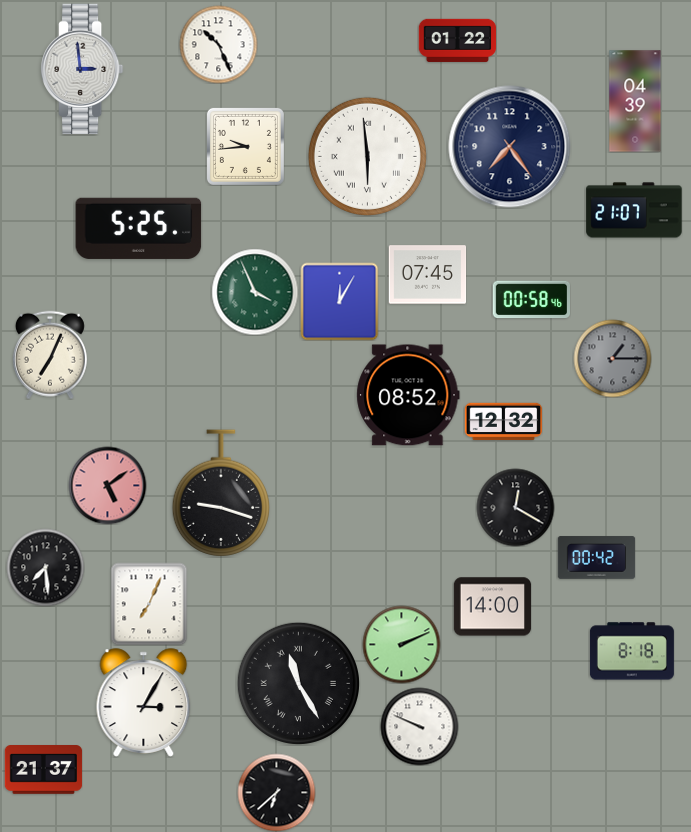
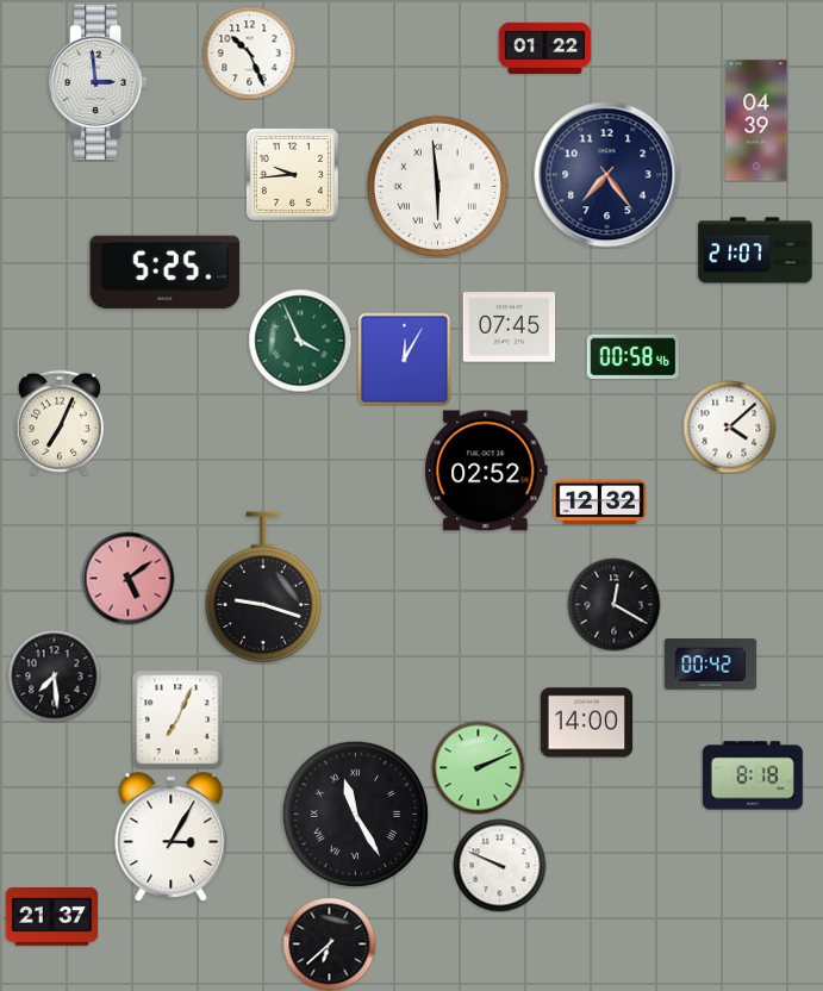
clock at (218, 44) position: (218, 44) -> (249, 52)
clock at (255, 292) position: (255, 292) -> (300, 341)
clock at (612, 358): 1:15 -> 4:08
clock at (612, 358) dial: grey -> white
clock at (408, 395): 08:52 -> 02:52
